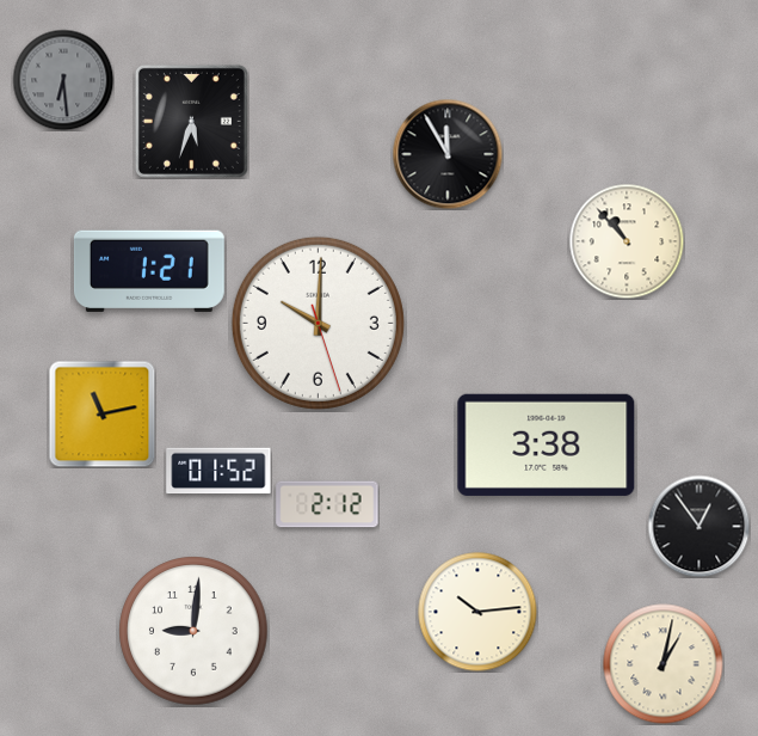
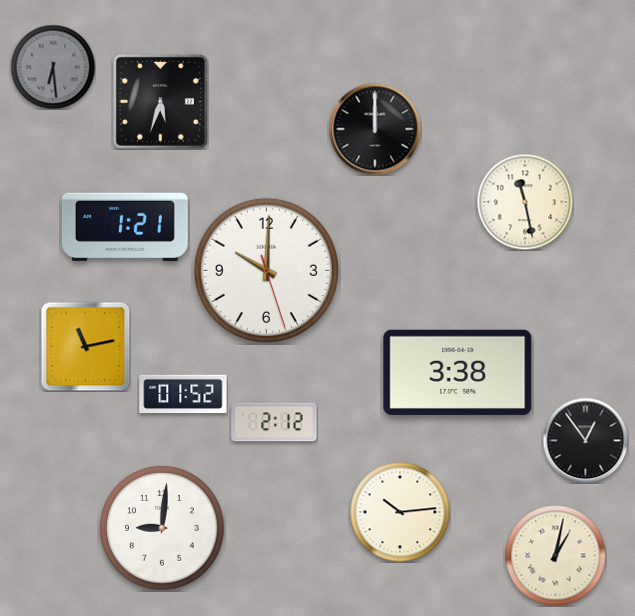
clock at (448, 154): 11:55 -> 12:00
clock at (627, 241): 10:53 -> 11:28
